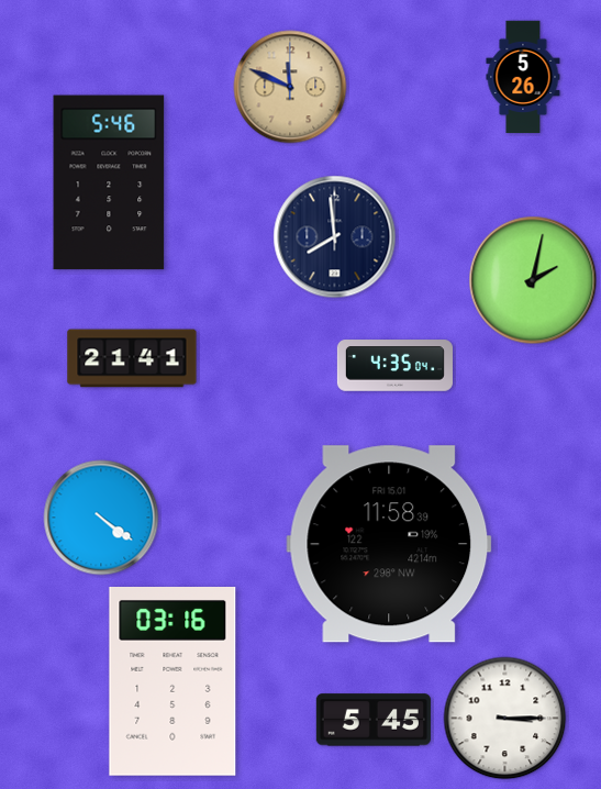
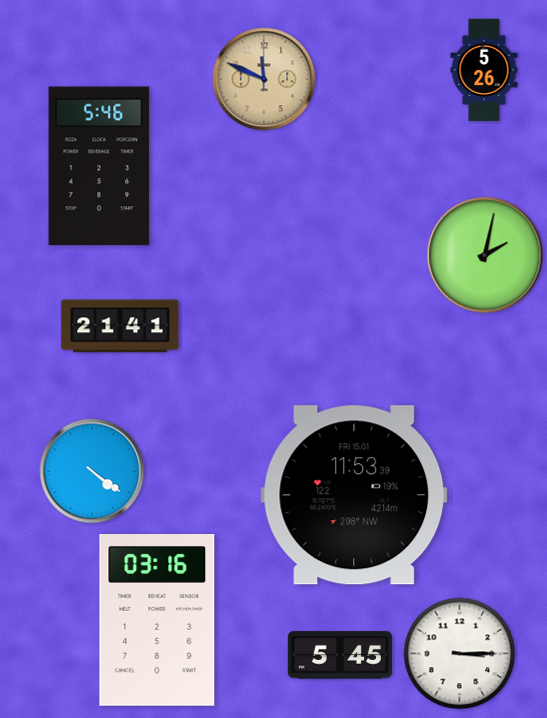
clock at (523, 77) position: (523, 77) -> (484, 70)
clock at (335, 237): 7:59 -> none
clock at (394, 366): 4:35 -> none
clock at (389, 544): 11:58 -> 11:53
